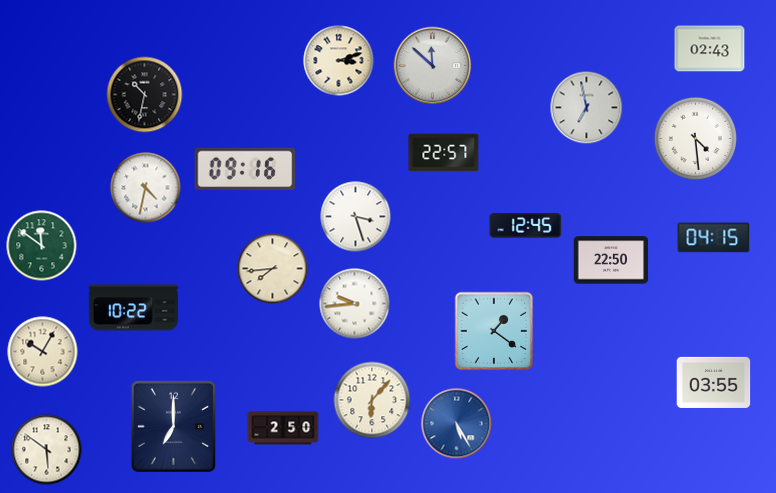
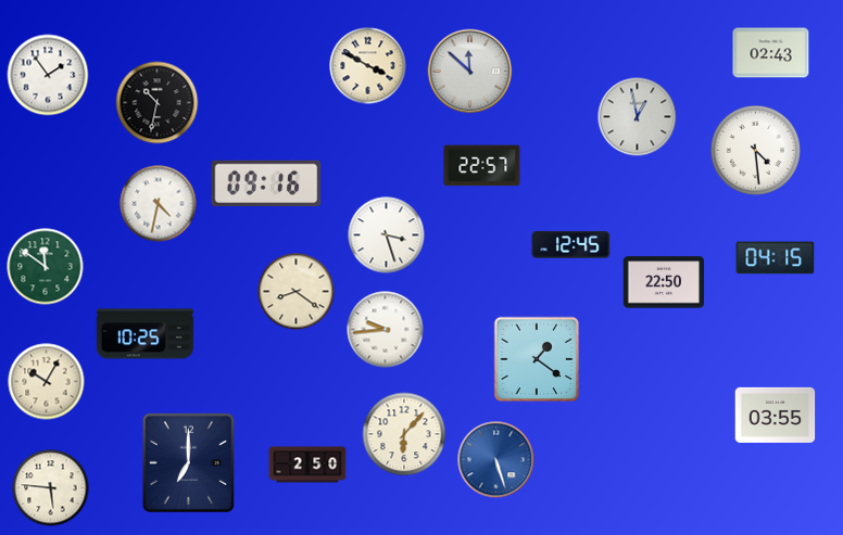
clock at (339, 61): 3:12 -> 3:50
clock at (48, 75): none -> 1:54
clock at (587, 108): 6:58 -> 12:58
clock at (273, 269): 7:44 -> 8:21
clock at (133, 308): 10:22 -> 10:25
clock at (457, 424): 5:25 -> 5:27
clock at (47, 450): 5:51 -> 5:46
